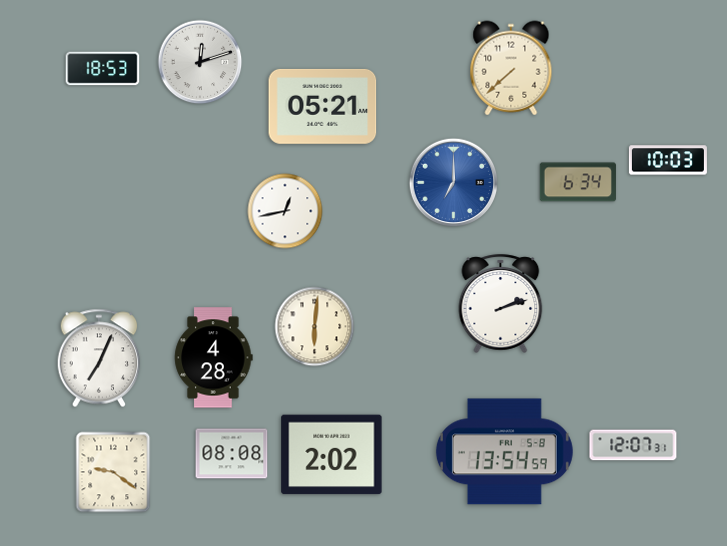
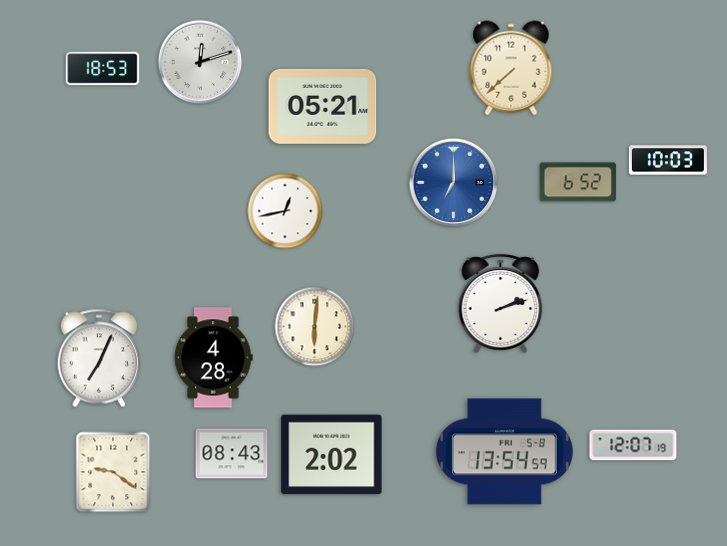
clock at (577, 182): 6:34 -> 6:52
clock at (633, 445): 12:07:31 -> 12:07:19
clock at (232, 454): 08:08 -> 08:43
